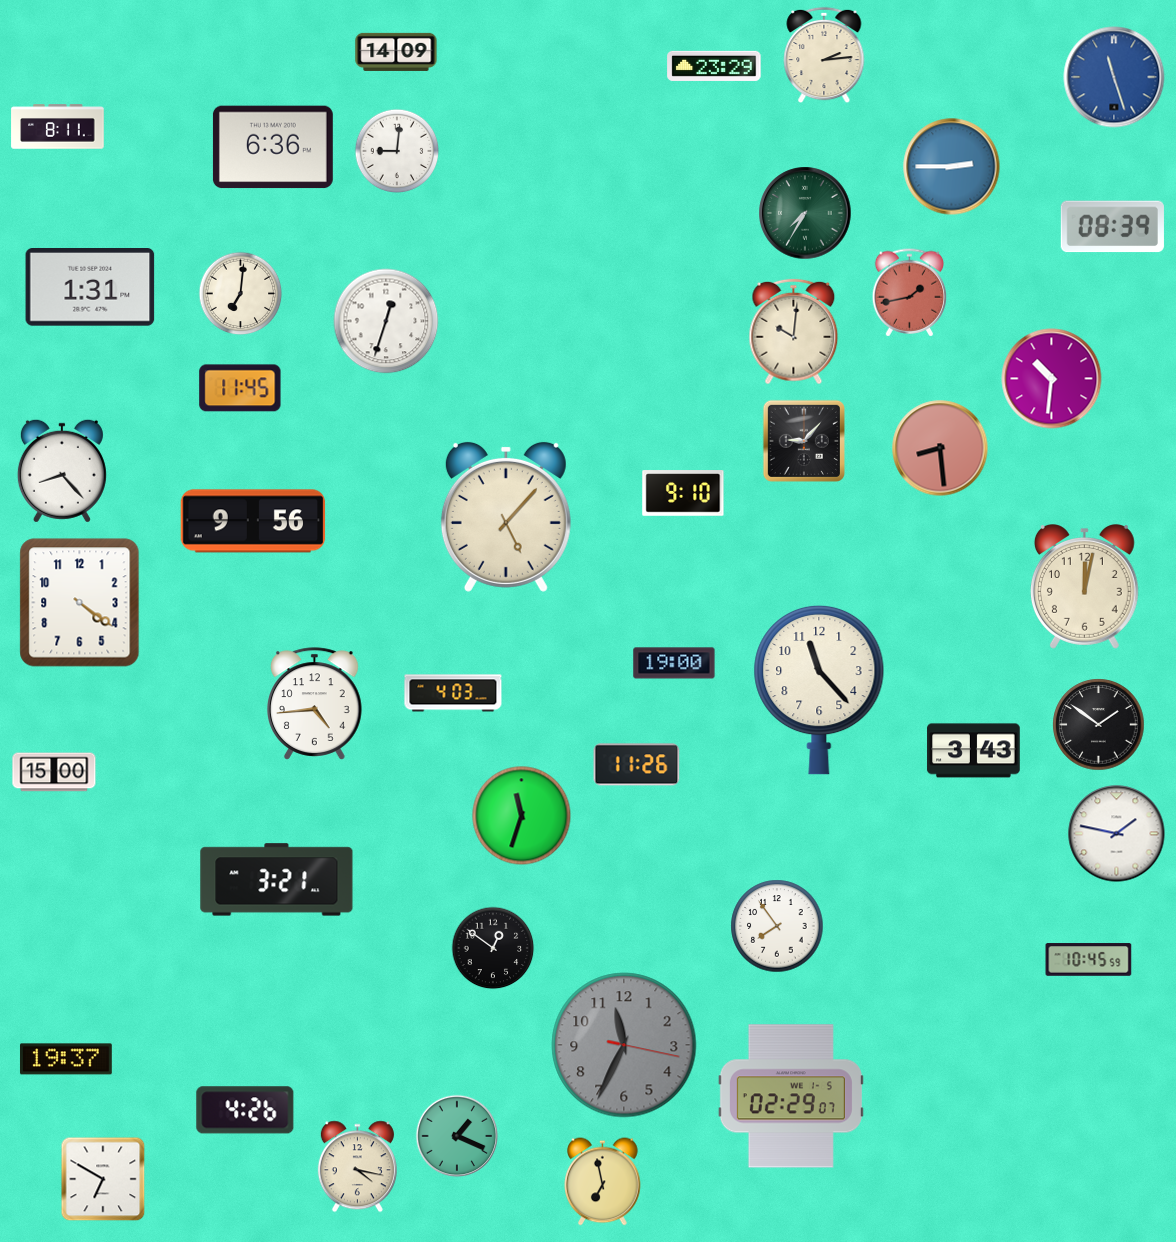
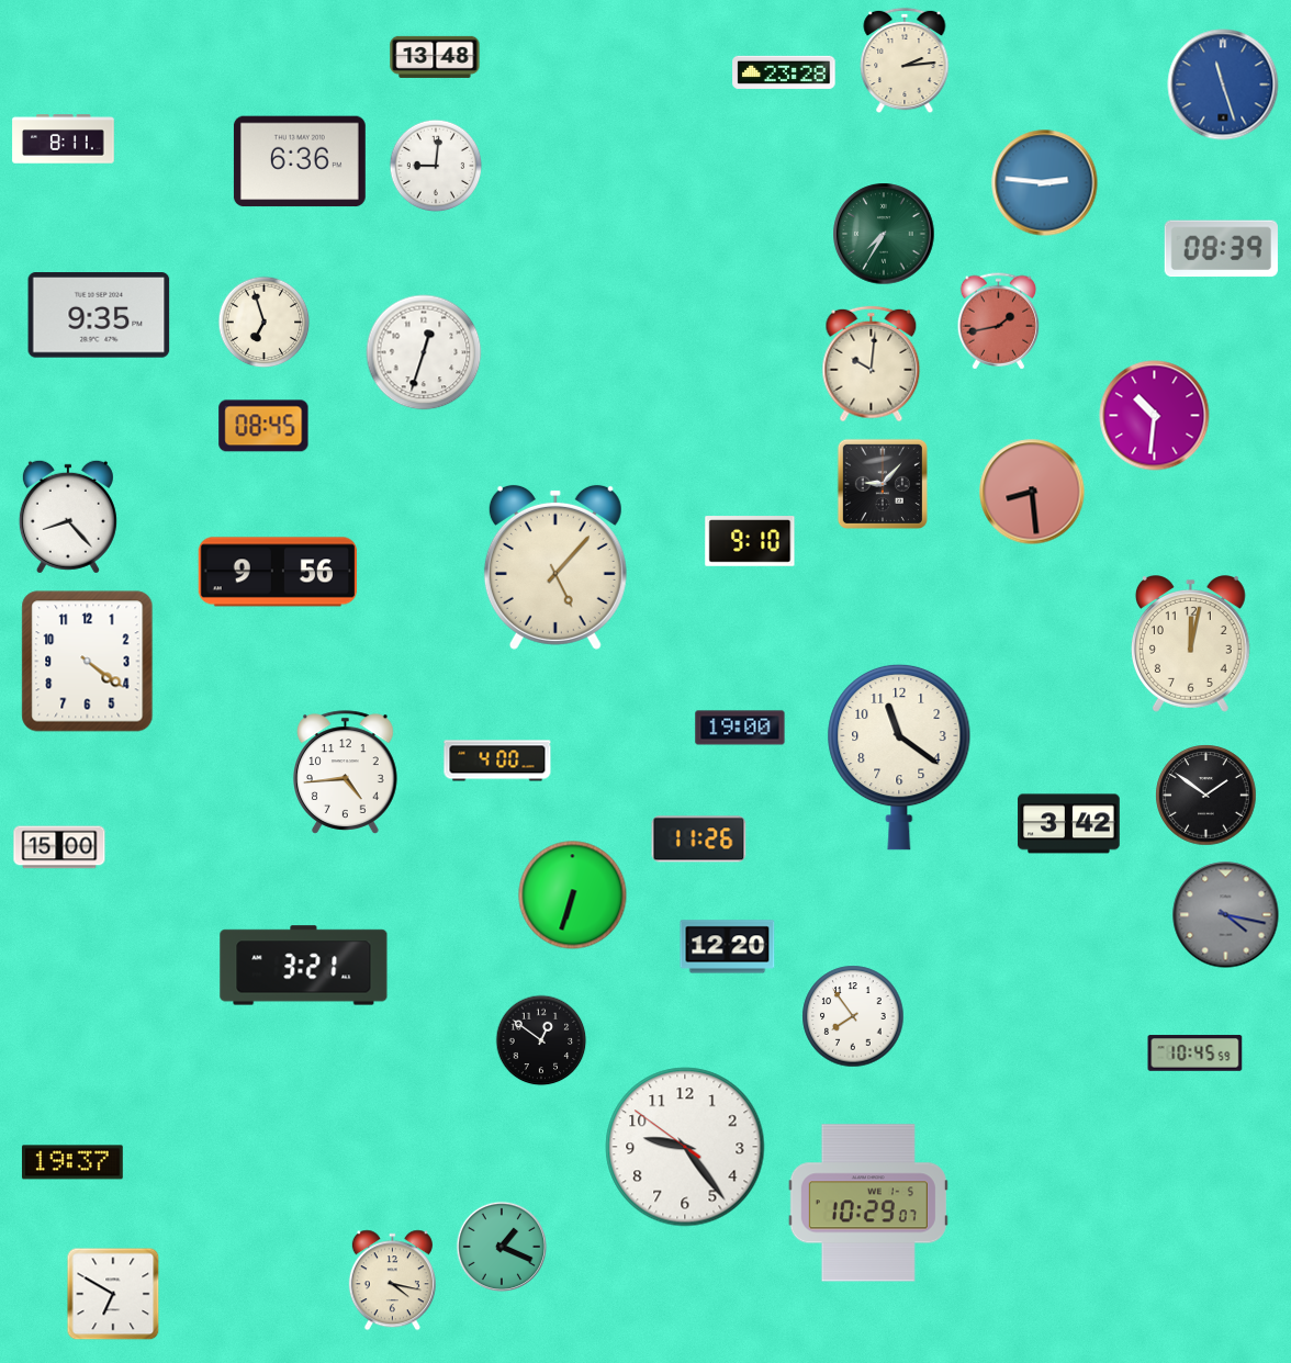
clock at (396, 52): 14:09 -> 13:48
clock at (714, 66): 23:29 -> 23:28
clock at (952, 167): 2:45 -> 2:46
clock at (90, 288): 1:31 -> 9:35
clock at (241, 294): 7:01 -> 6:57
clock at (240, 388): 11:45 -> 08:45
clock at (819, 690): 11:23 -> 11:21
clock at (453, 693): 4:03 -> 4:00
clock at (974, 751): 3:43 -> 3:42
clock at (522, 816): 11:33 -> 6:33
clock at (1117, 834): 1:47 -> 4:17
clock at (1117, 834) dial: white -> grey
clock at (728, 947): none -> 12:20
clock at (624, 1045): 11:34 -> 9:23
clock at (624, 1045) dial: grey -> white
clock at (791, 1096): 02:29 -> 10:29
clock at (245, 1110): 4:26 -> none
clock at (603, 1182): 6:58 -> none
